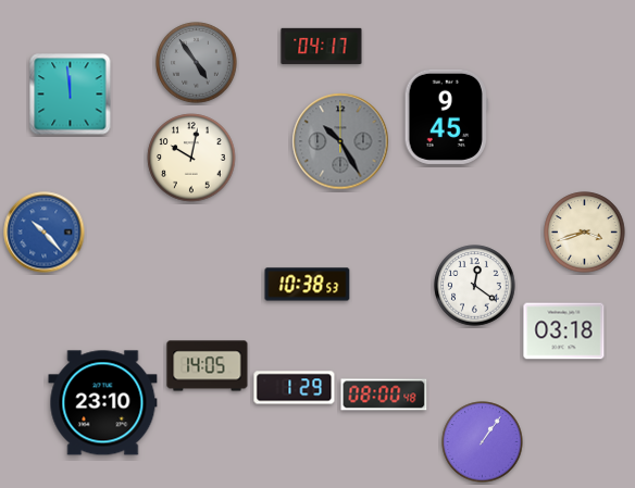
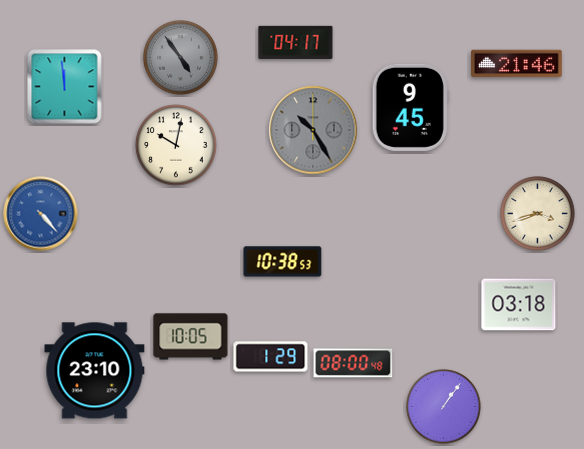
clock at (517, 64): none -> 21:46
clock at (45, 233): 10:23 -> 4:23
clock at (475, 286): 12:21 -> none
clock at (208, 366): 14:05 -> 10:05
